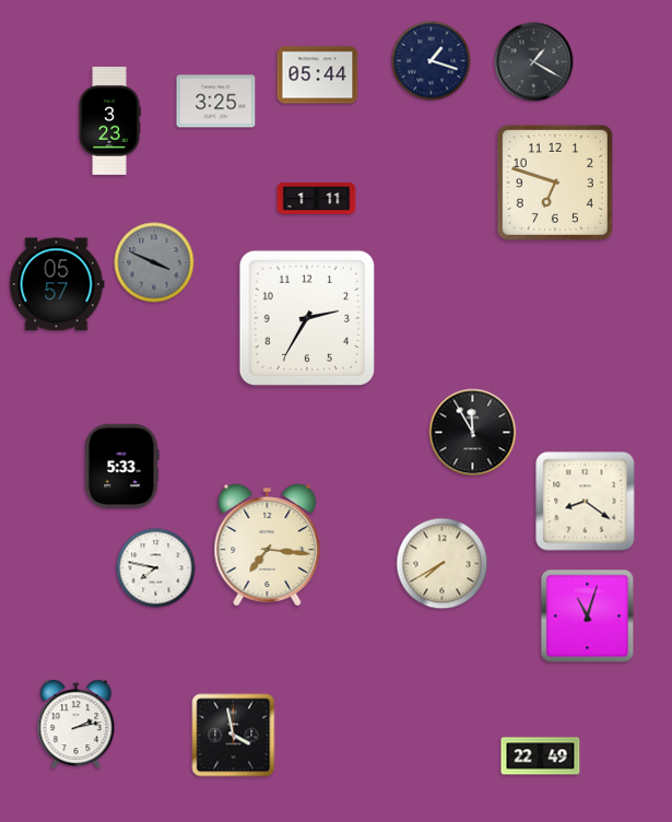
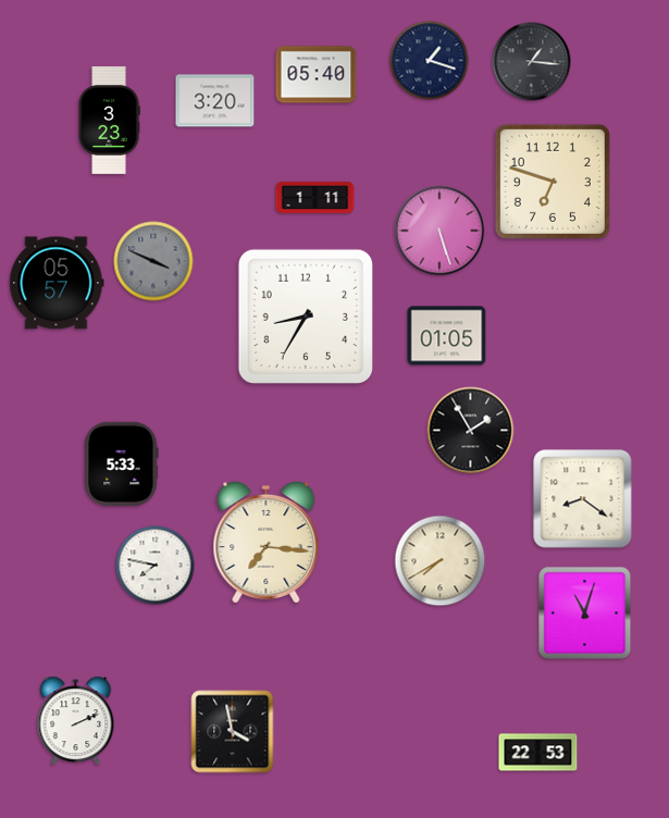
clock at (534, 62): 1:20 -> 1:16
clock at (318, 75): 05:44 -> 05:40
clock at (216, 102): 3:25 -> 3:20
clock at (439, 231): none -> 5:27
clock at (307, 318): 2:35 -> 8:35
clock at (447, 336): none -> 01:05
clock at (473, 433): 11:55 -> 1:55
clock at (76, 725): 2:13 -> 2:11
clock at (541, 756): 22:49 -> 22:53
